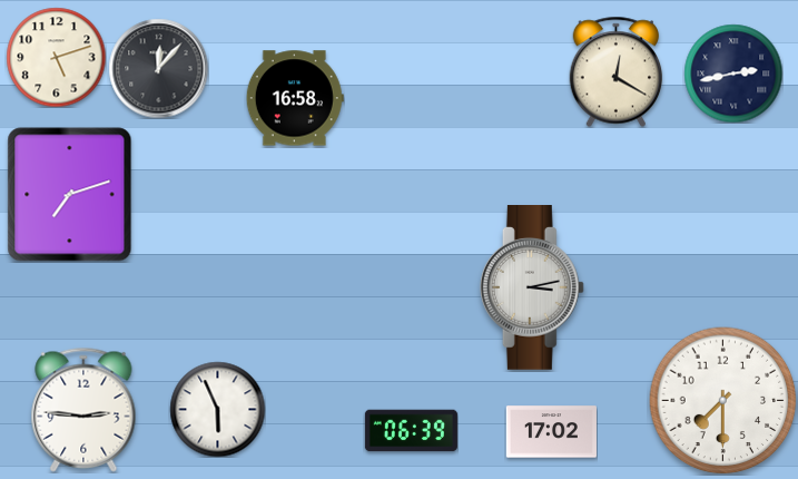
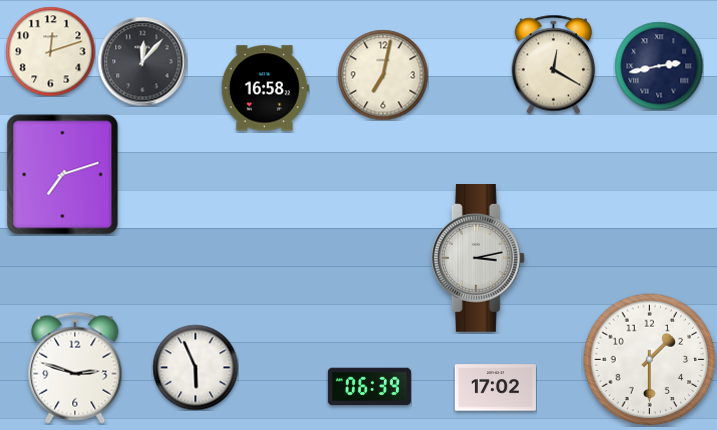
clock at (56, 57): 5:12 -> 12:12
clock at (383, 75): none -> 7:02
clock at (723, 401): 7:30 -> 1:30
clock at (83, 410): 2:46 -> 2:48
